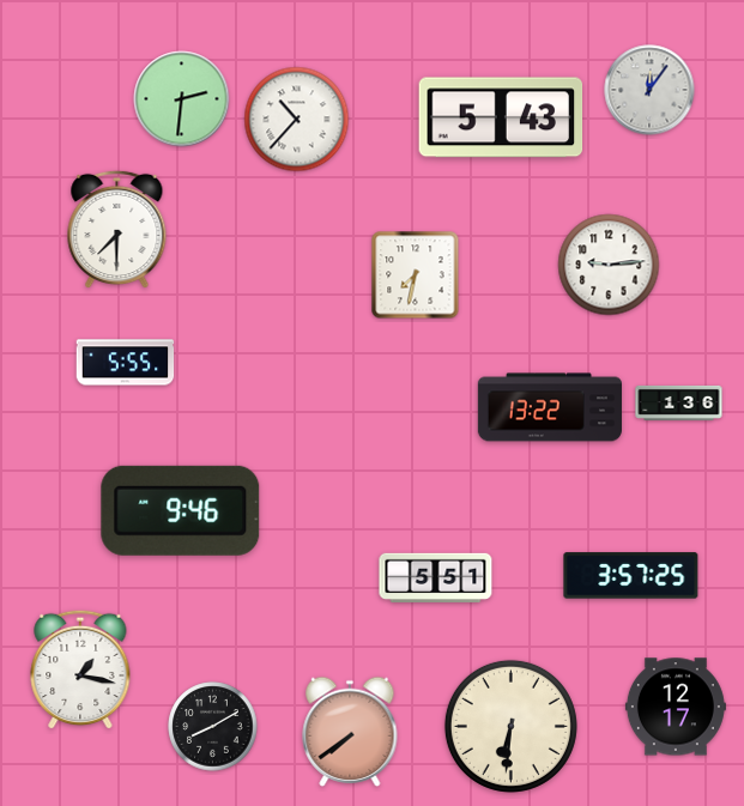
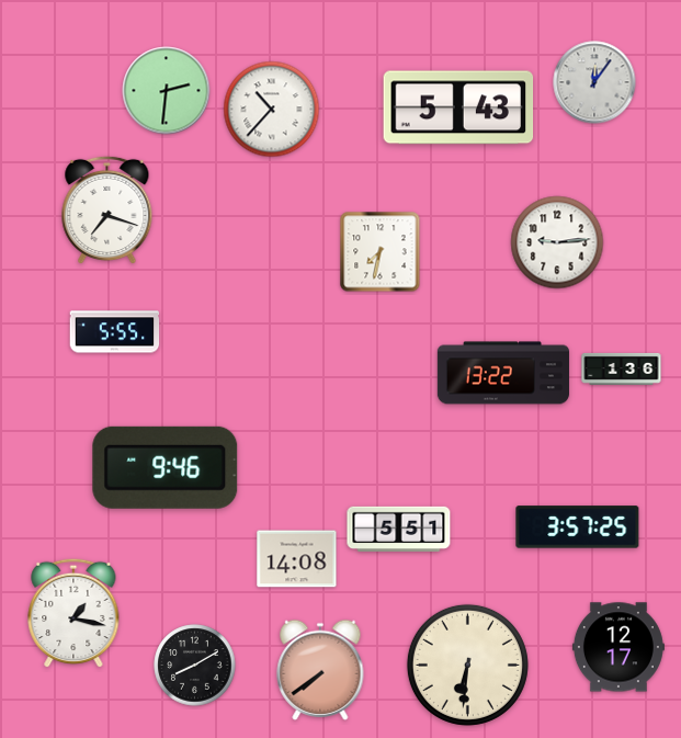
clock at (117, 230): 7:30 -> 7:18
clock at (297, 559): none -> 14:08
